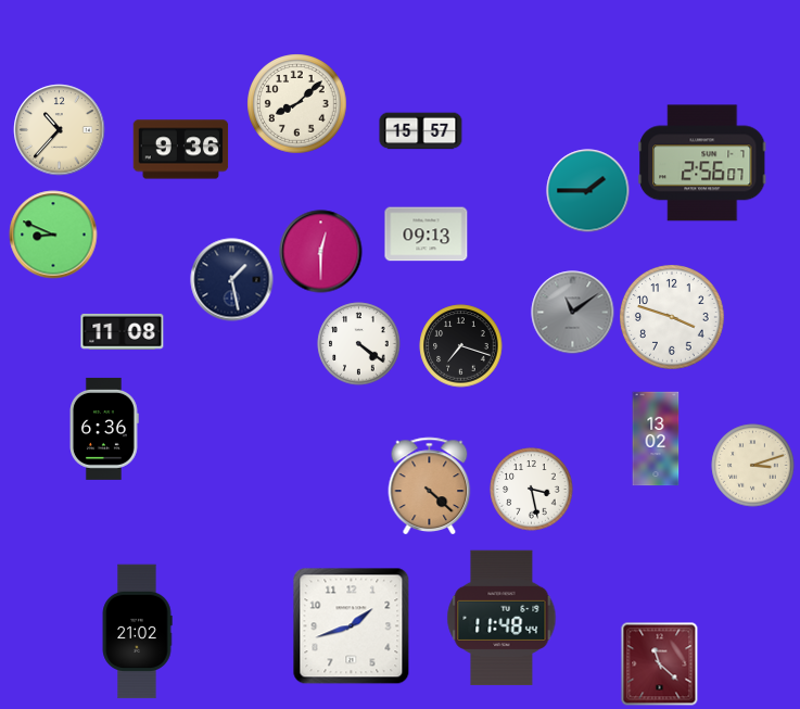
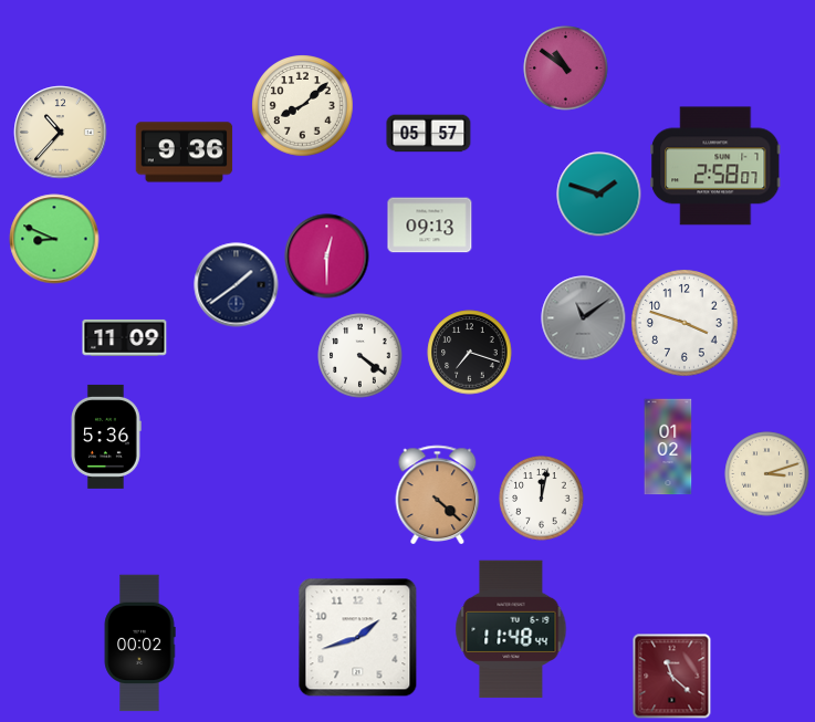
clock at (566, 69): none -> 10:51
clock at (421, 131): 15:57 -> 05:57
clock at (703, 163): 2:56 -> 2:58
clock at (588, 191): 1:45 -> 1:48
clock at (427, 235) position: (427, 235) -> (430, 226)
clock at (232, 280): 1:28 -> 1:39
clock at (123, 331): 11:08 -> 11:09
clock at (359, 344) position: (359, 344) -> (361, 356)
clock at (105, 429): 6:36 -> 5:36
clock at (656, 439): 13:02 -> 01:02
clock at (532, 490): 3:28 -> 12:02
clock at (137, 632): 21:02 -> 00:02
